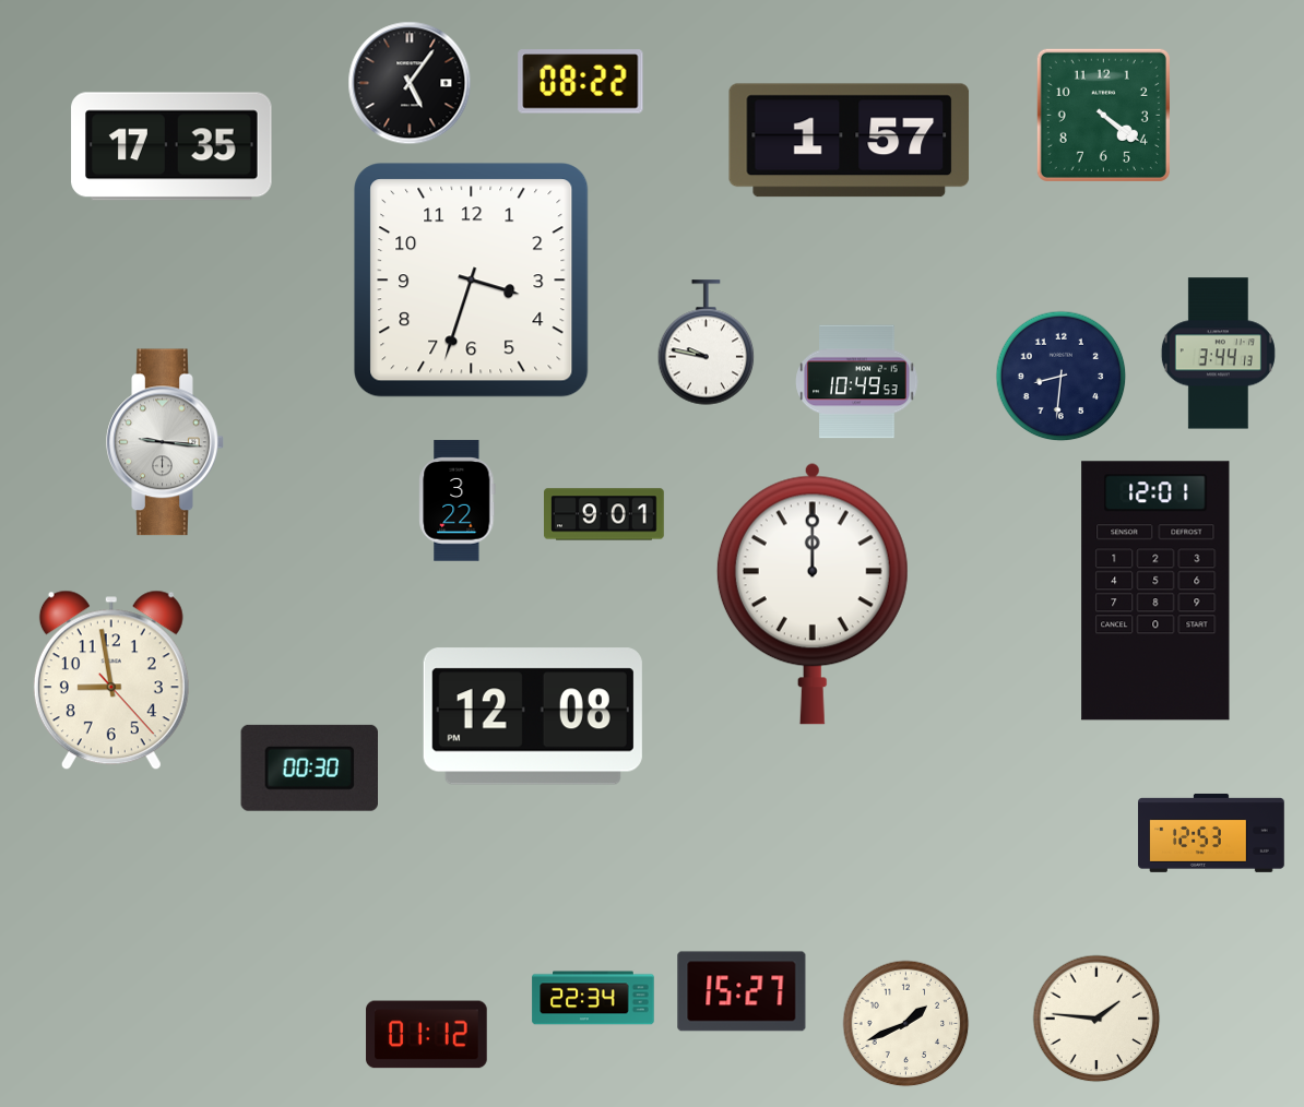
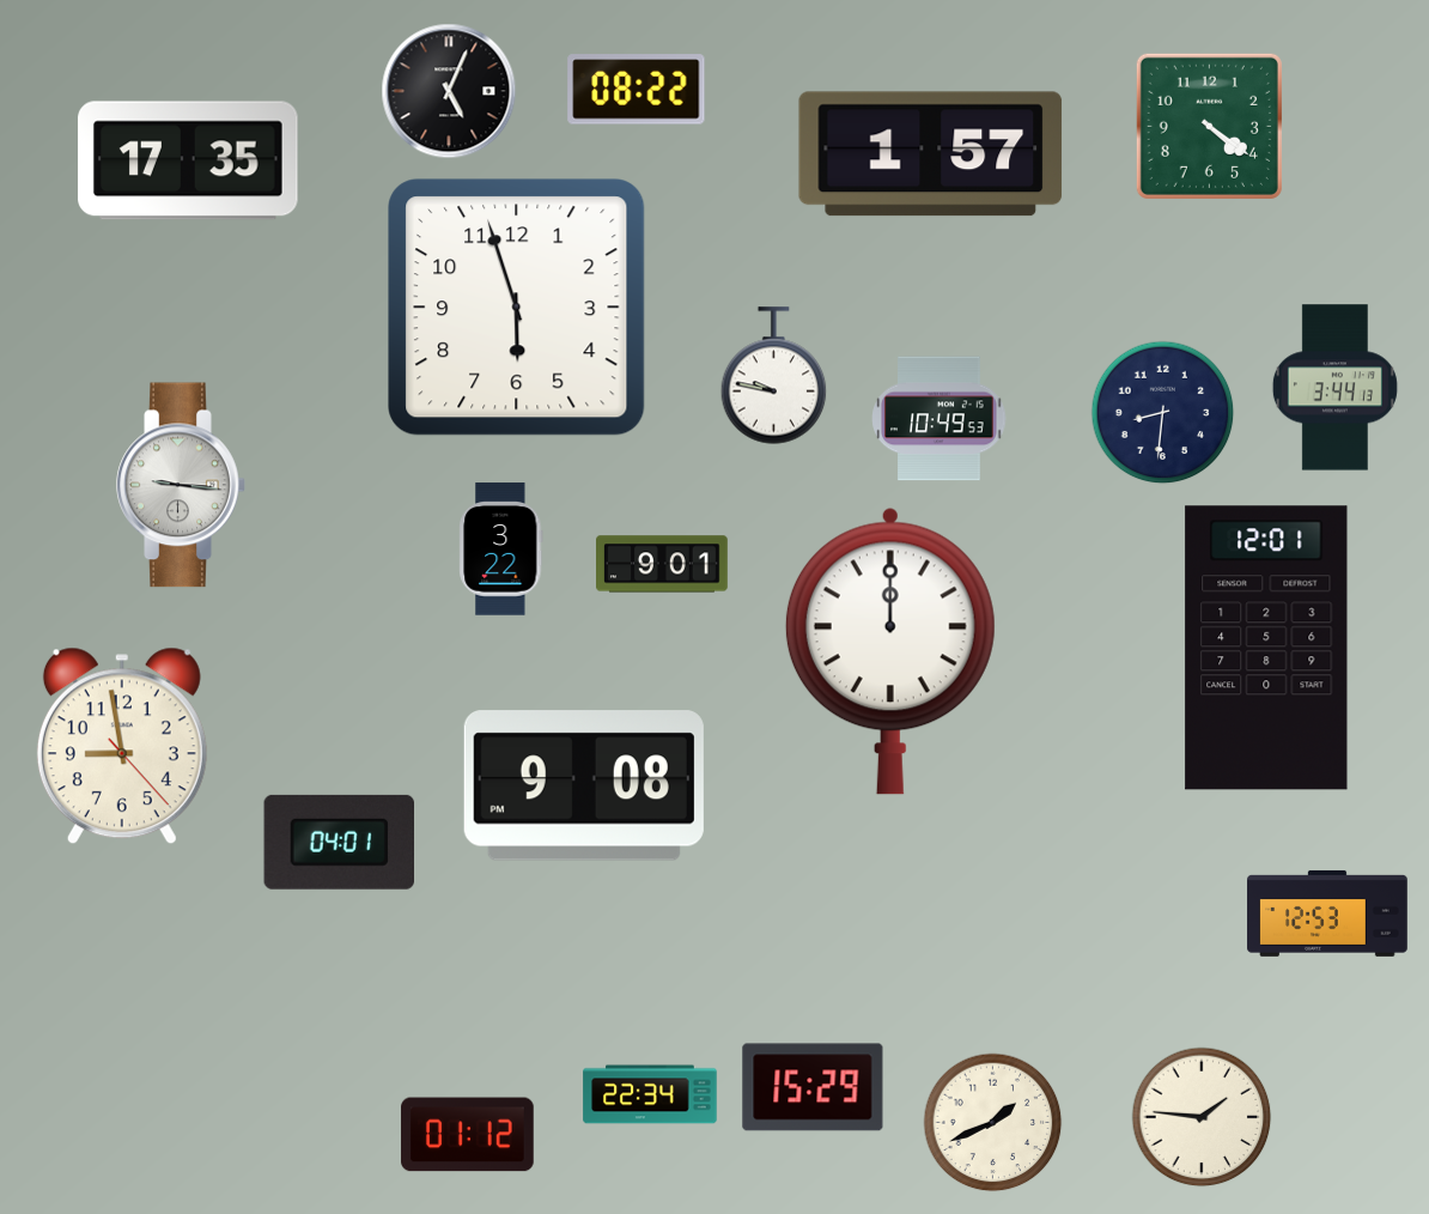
clock at (410, 83): 5:06 -> 5:04
clock at (472, 281): 3:33 -> 5:57
clock at (533, 716): 12:08 -> 9:08
clock at (310, 767): 00:30 -> 04:01
clock at (742, 991): 15:27 -> 15:29
